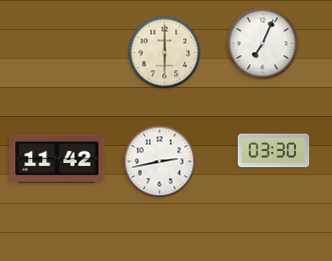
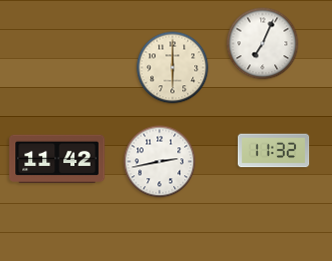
clock at (165, 53) position: (165, 53) -> (173, 68)
clock at (274, 151): 03:30 -> 11:32
